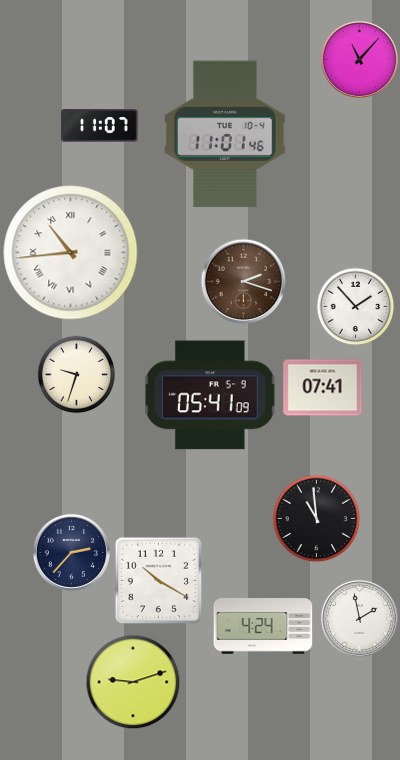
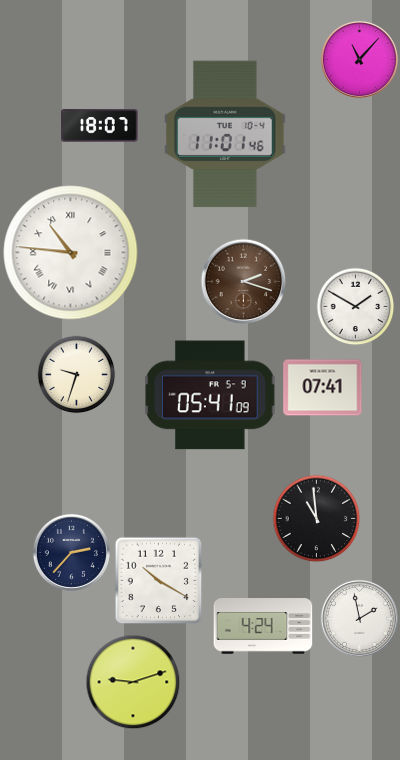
clock at (100, 126): 11:07 -> 18:07
clock at (71, 253): 10:44 -> 10:46
clock at (355, 306): 1:53 -> 1:50
